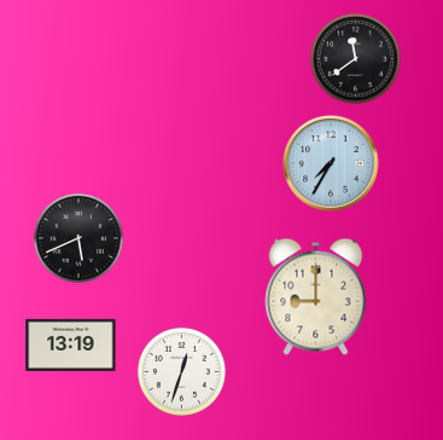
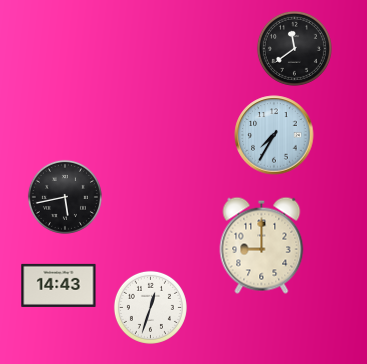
clock at (78, 238): 5:41 -> 5:43
clock at (71, 345): 13:19 -> 14:43
